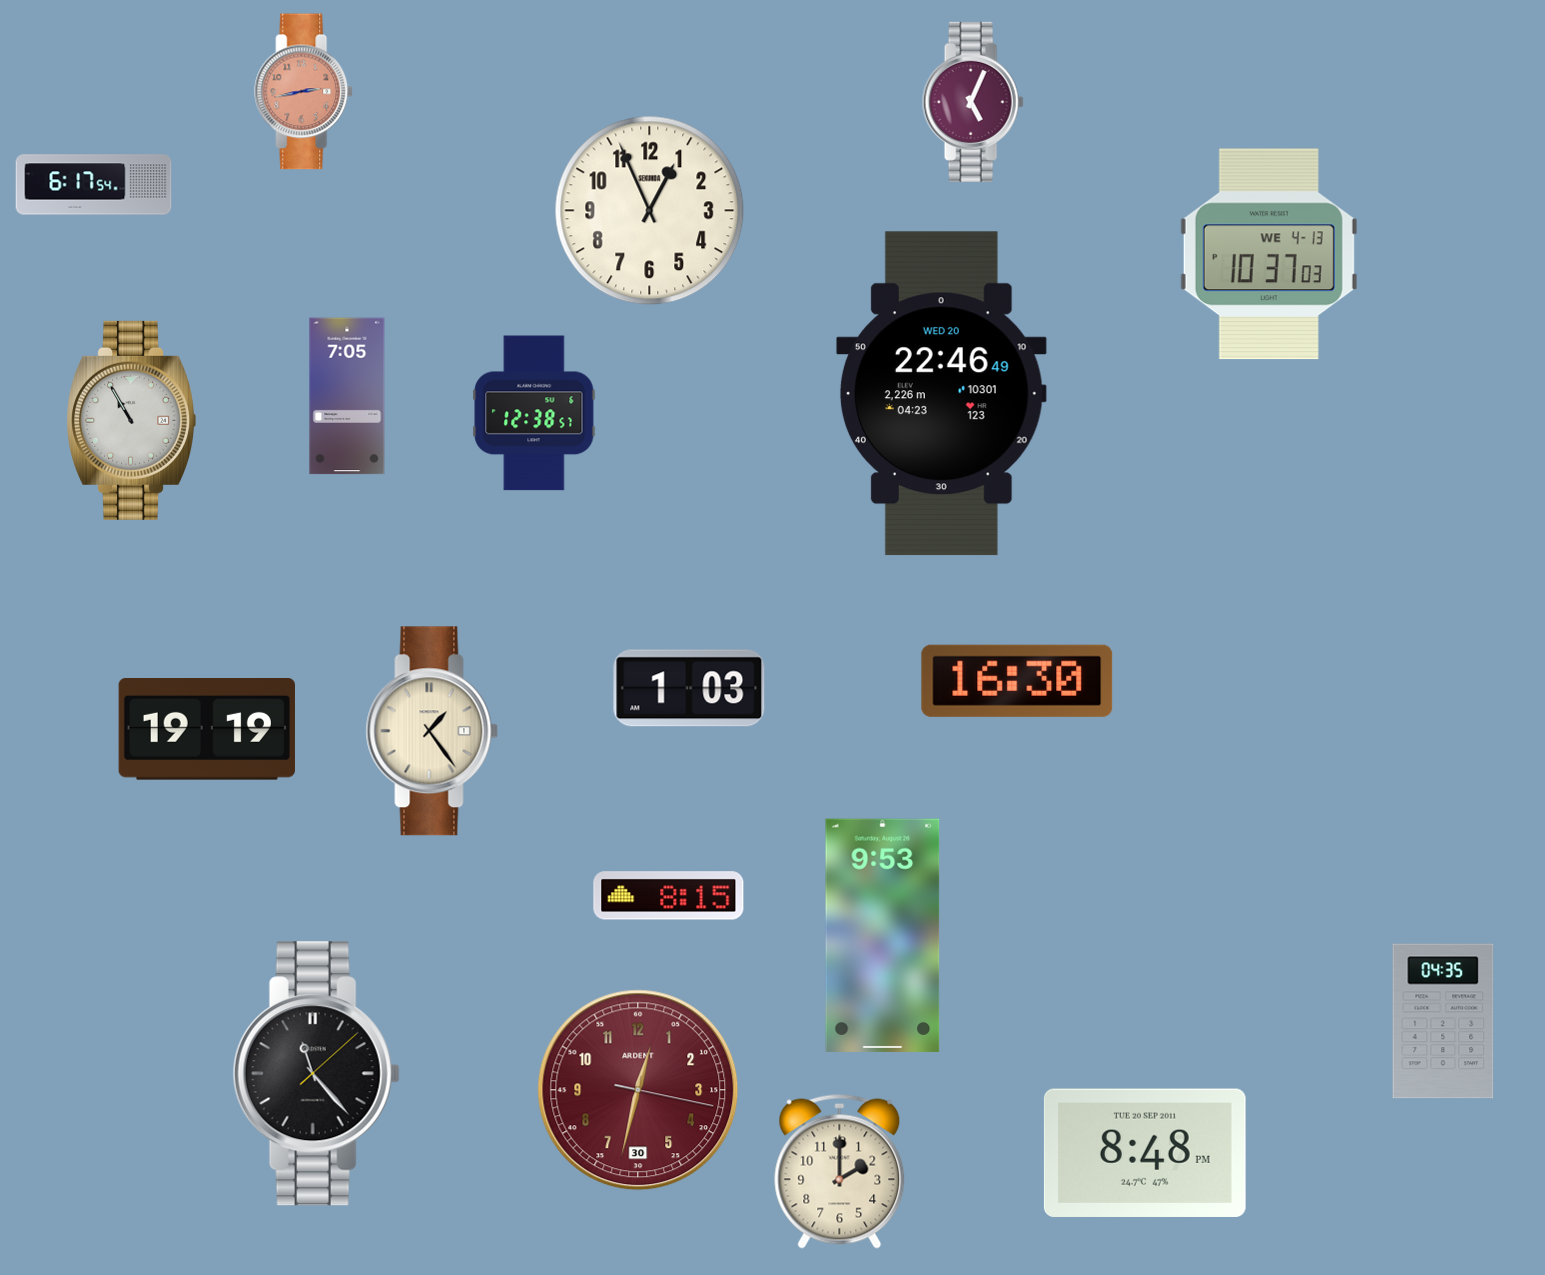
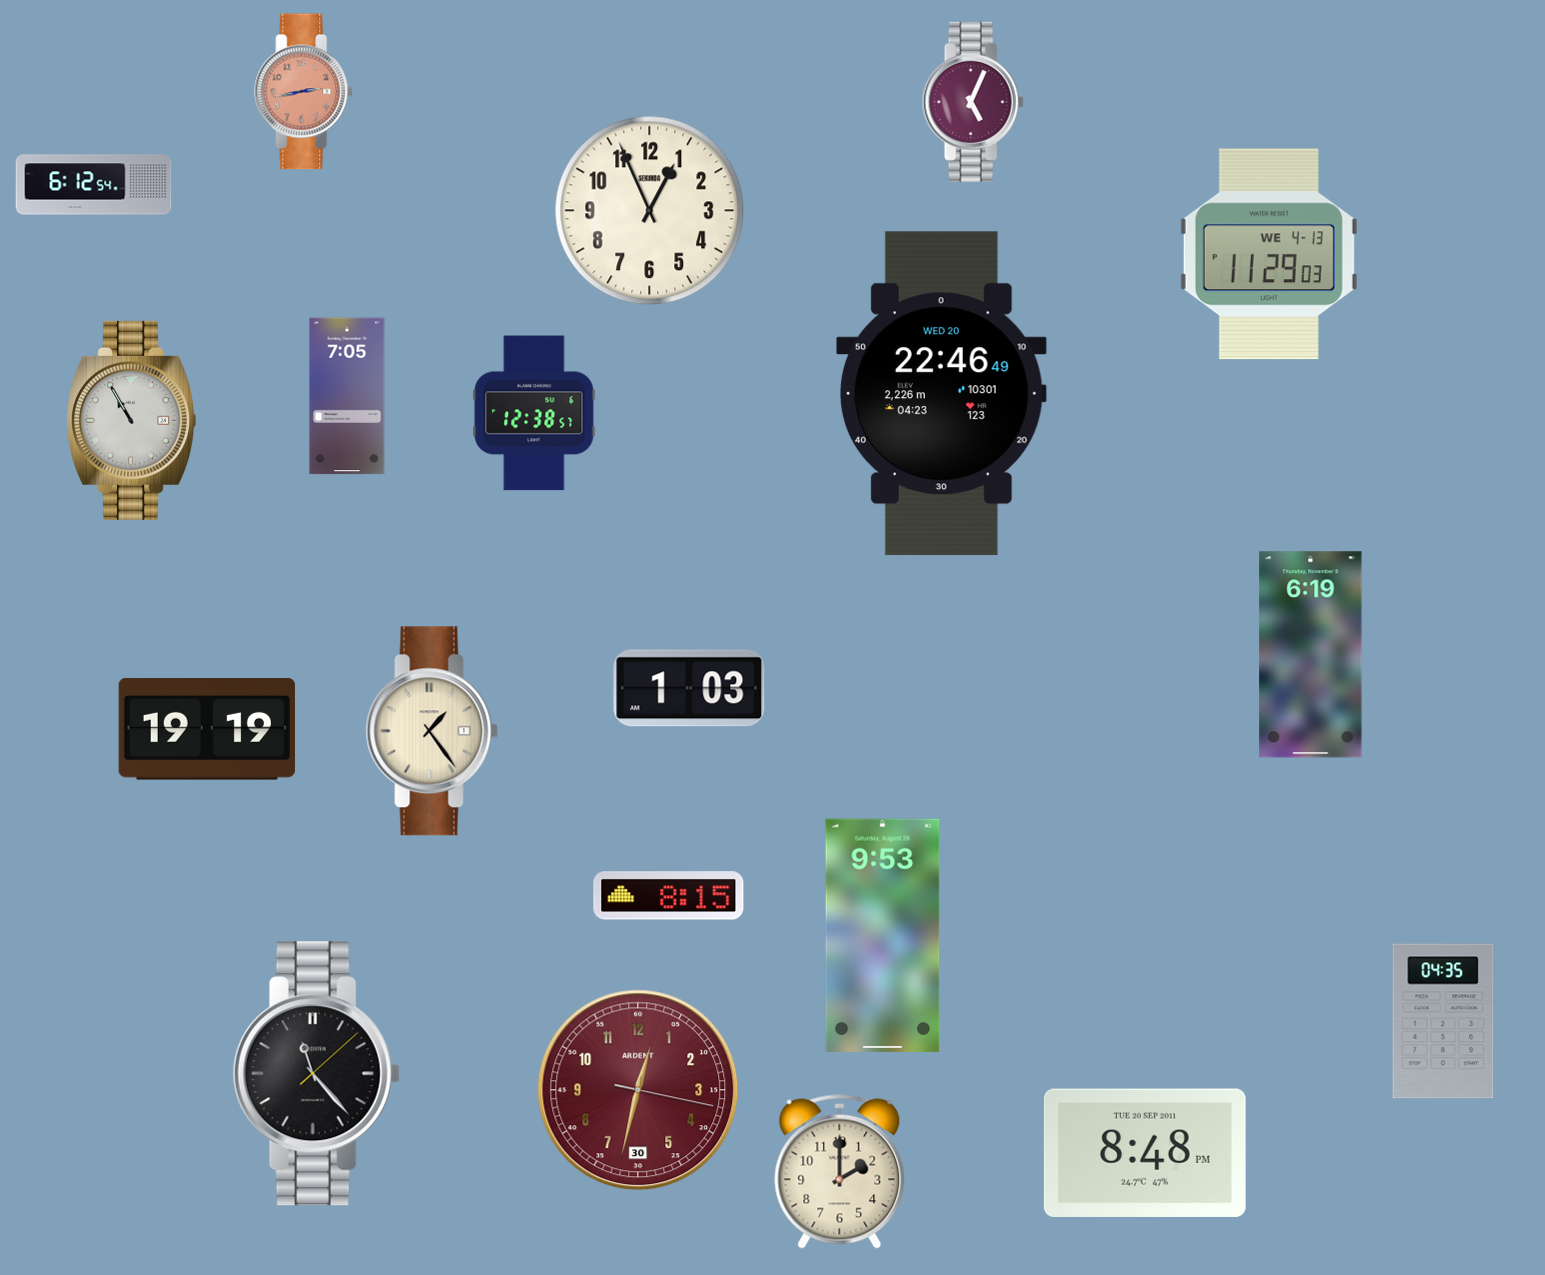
clock at (94, 185): 6:17 -> 6:12
clock at (1269, 254): 10:37 -> 11:29
clock at (1311, 655): none -> 6:19
clock at (1017, 681): 16:30 -> none
